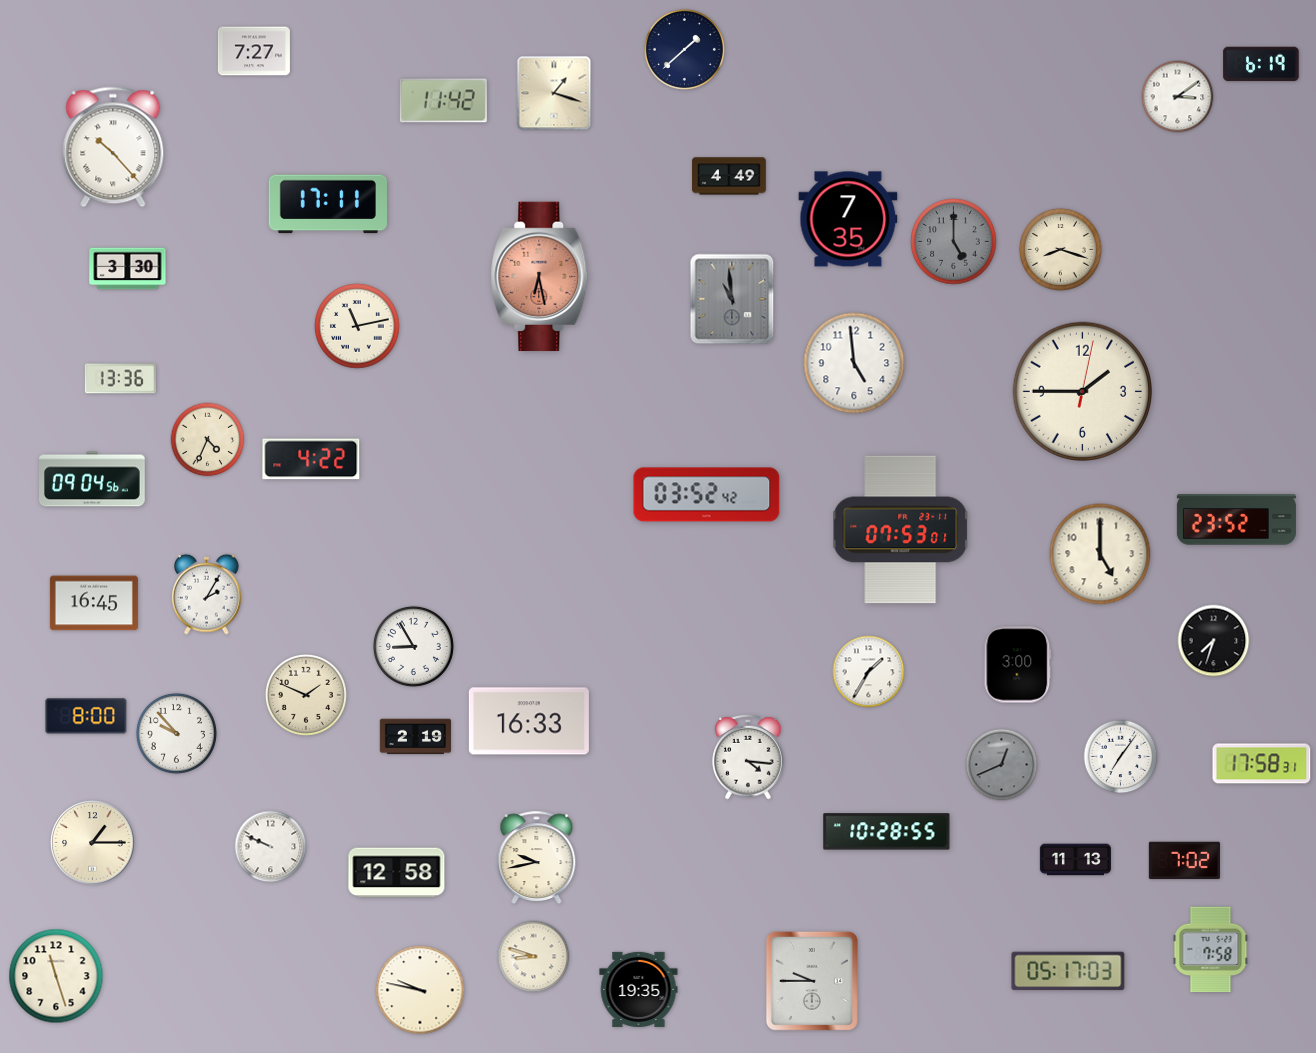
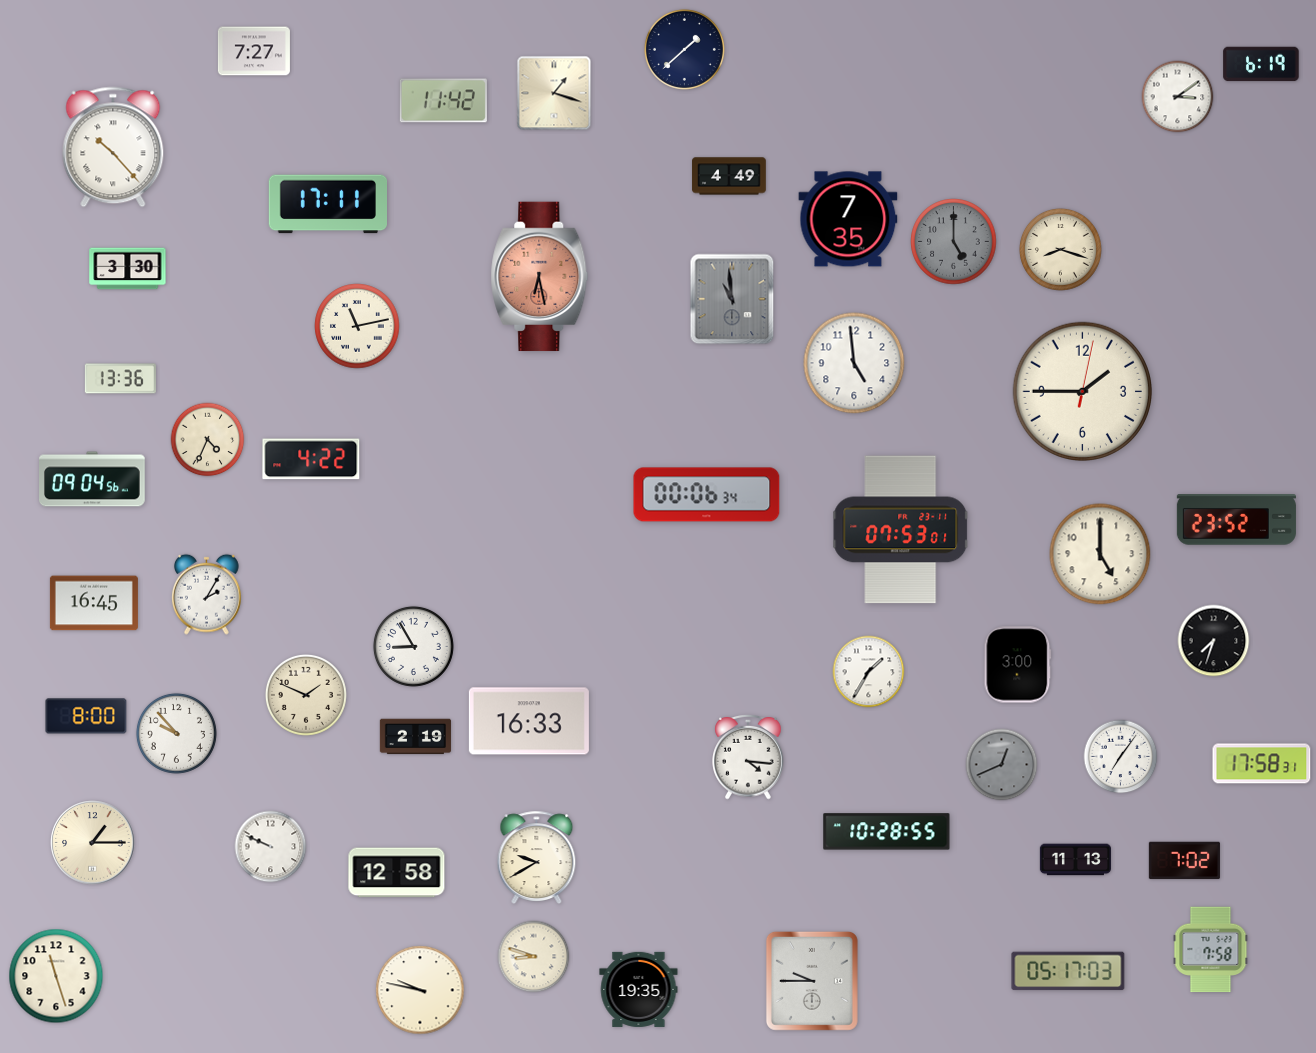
clock at (707, 495): 03:52 -> 00:06
clock at (537, 857): 9:43 -> 9:40
